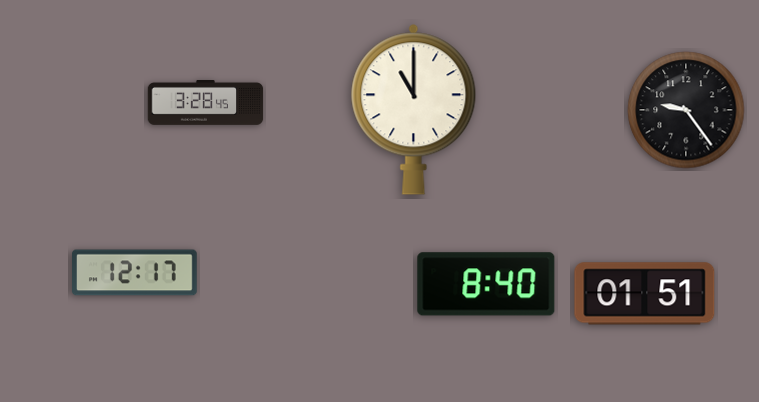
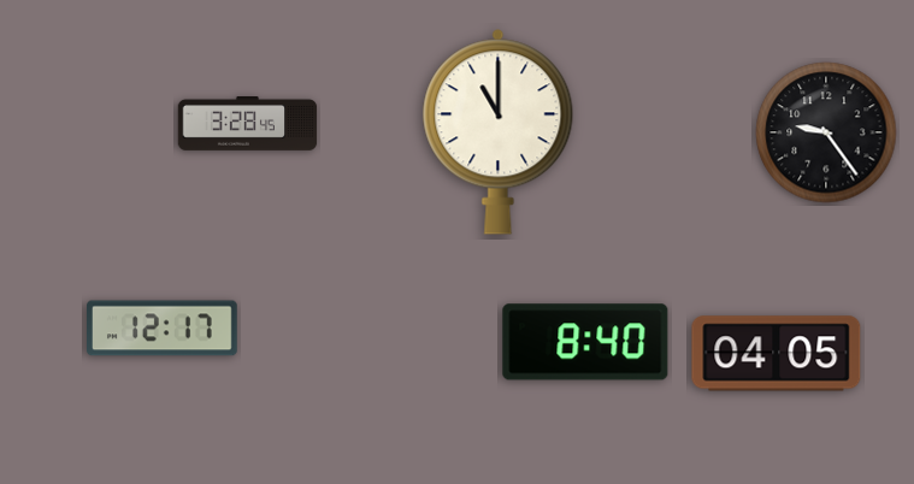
clock at (645, 294): 01:51 -> 04:05
